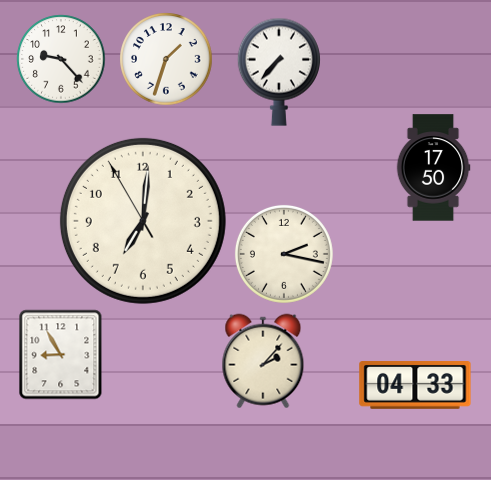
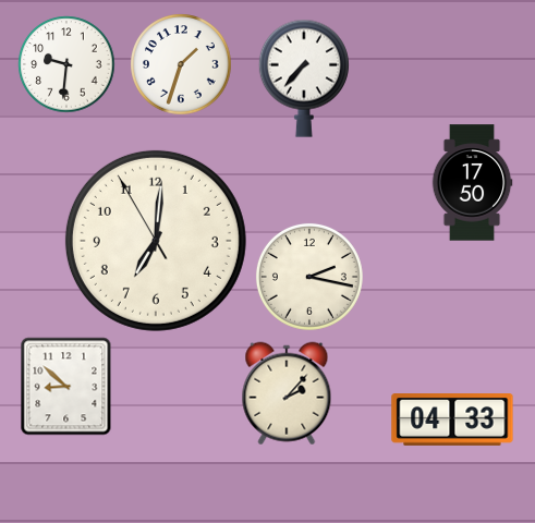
clock at (61, 59): 9:23 -> 9:31
clock at (61, 354): 8:55 -> 8:52
